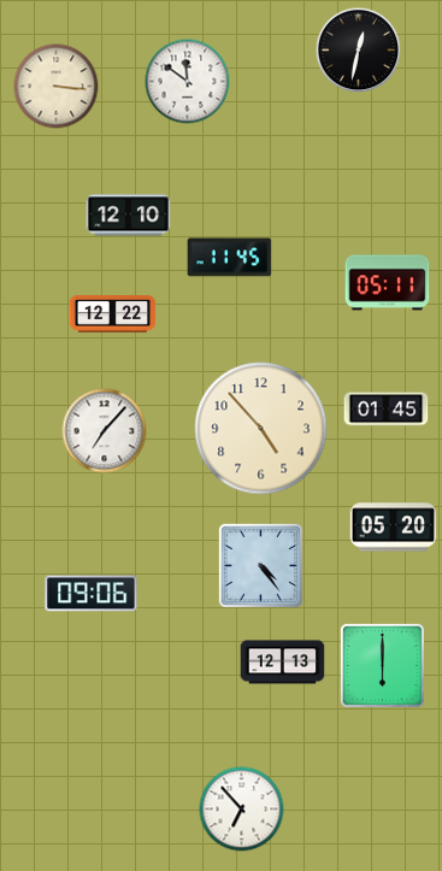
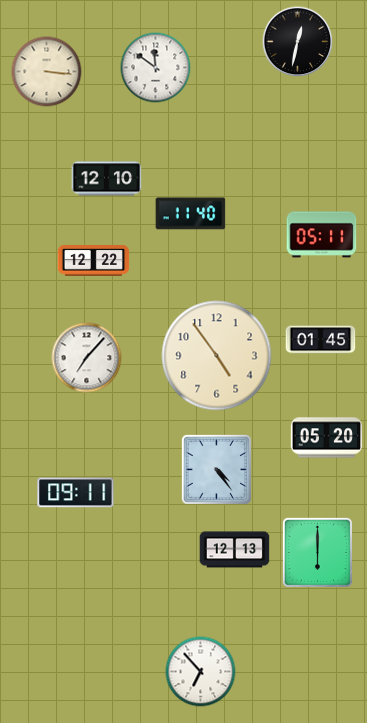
clock at (230, 258): 11:45 -> 11:40
clock at (261, 429): 4:53 -> 4:54
clock at (92, 594): 09:06 -> 09:11
